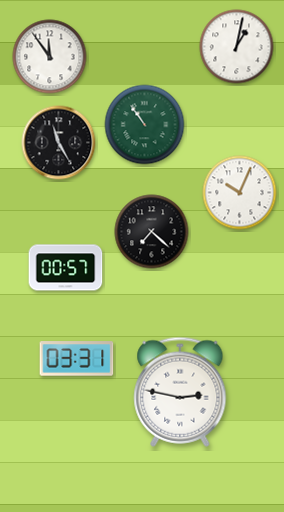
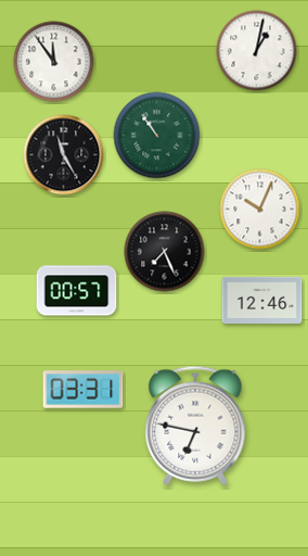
clock at (152, 232): 7:22 -> 7:26
clock at (66, 268) position: (66, 268) -> (77, 291)
clock at (262, 300): none -> 12:46
clock at (180, 392): 2:47 -> 6:47
